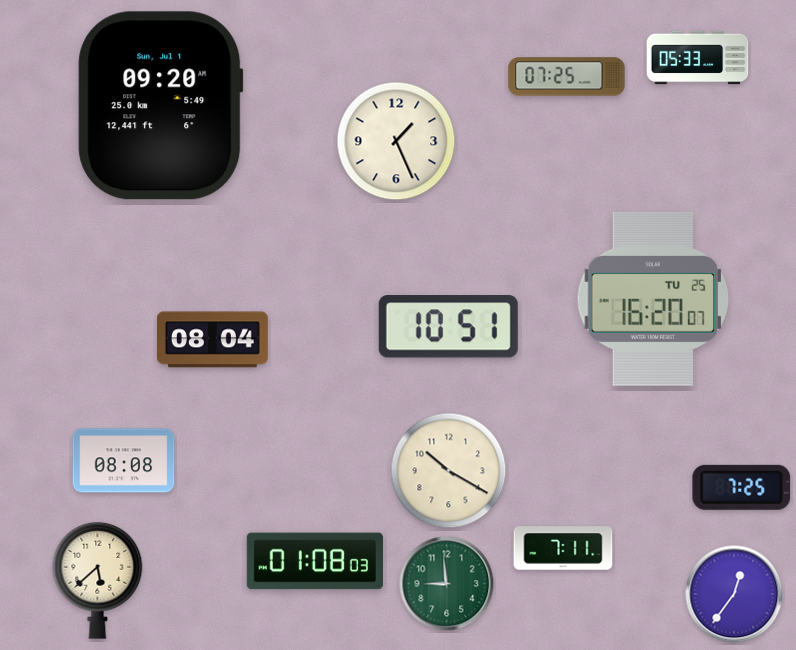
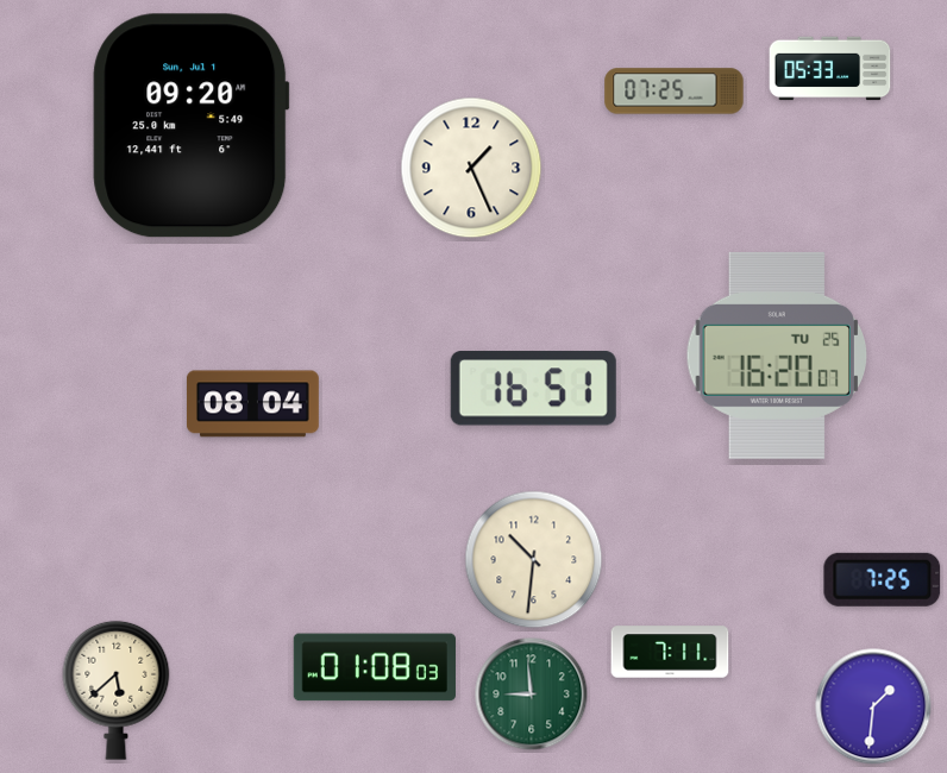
clock at (448, 327): 10:51 -> 16:51
clock at (124, 461): 08:08 -> none
clock at (449, 471): 10:20 -> 10:31
clock at (734, 594): 12:36 -> 1:31
